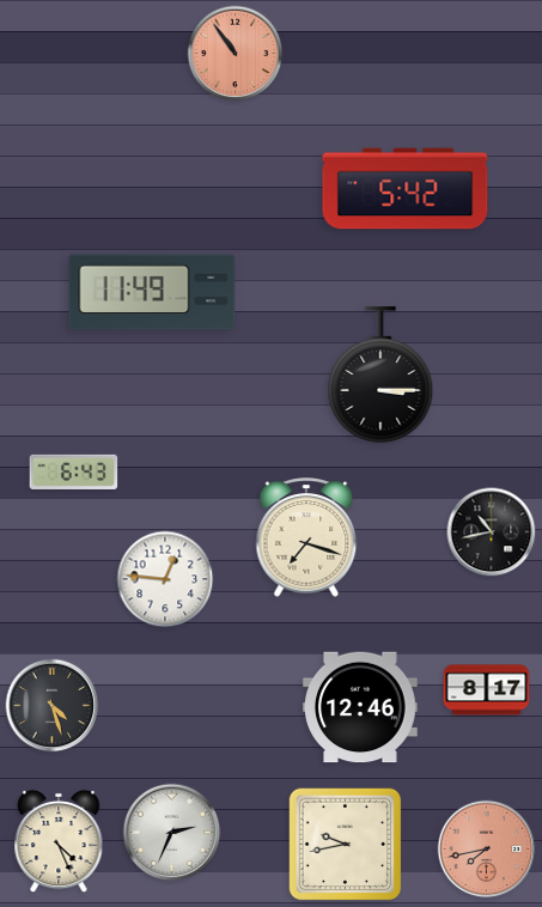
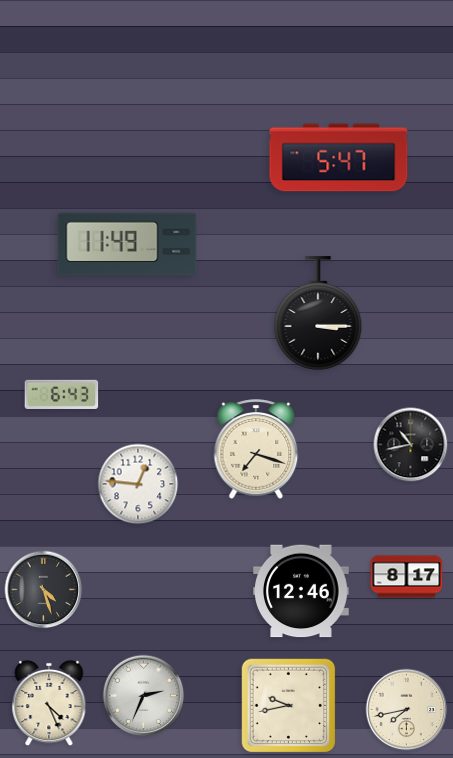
clock at (236, 54): 10:54 -> none
clock at (406, 189): 5:42 -> 5:47
clock at (487, 850) dial: salmon -> cream
